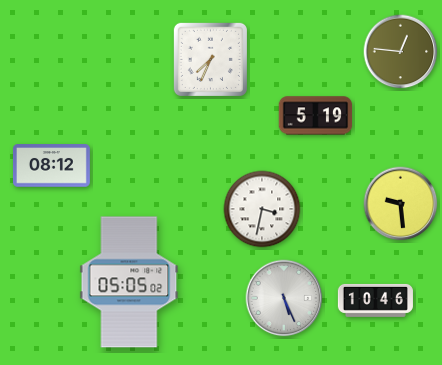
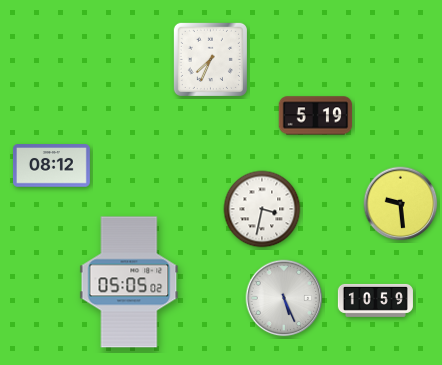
clock at (401, 52): 12:46 -> none
clock at (375, 300): 10:46 -> 10:59
